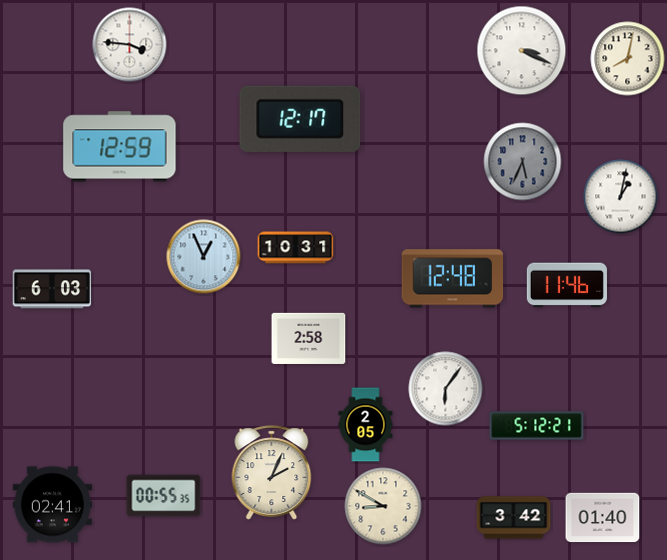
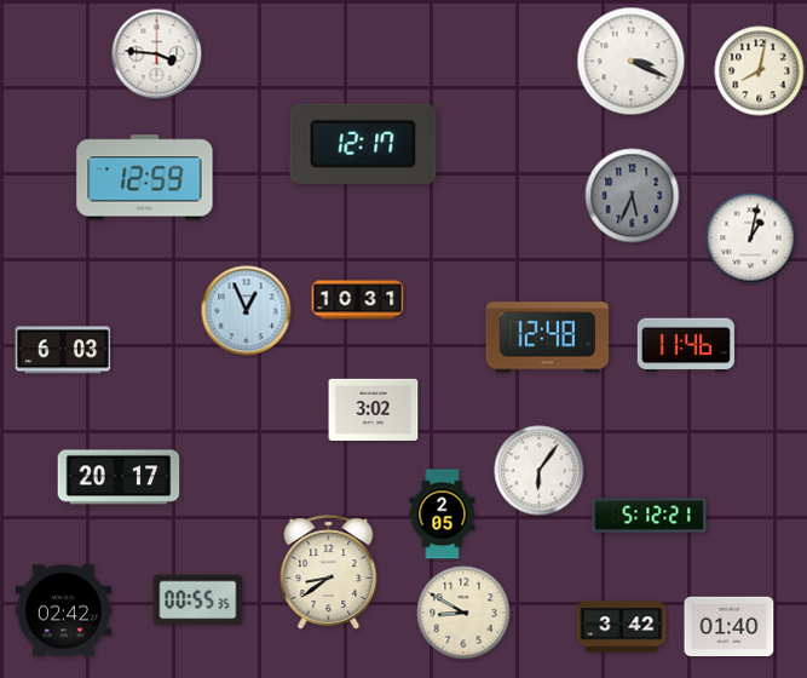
clock at (309, 338): 2:58 -> 3:02
clock at (119, 477): none -> 20:17
clock at (272, 473): 2:04 -> 8:39
clock at (52, 505): 02:41 -> 02:42
